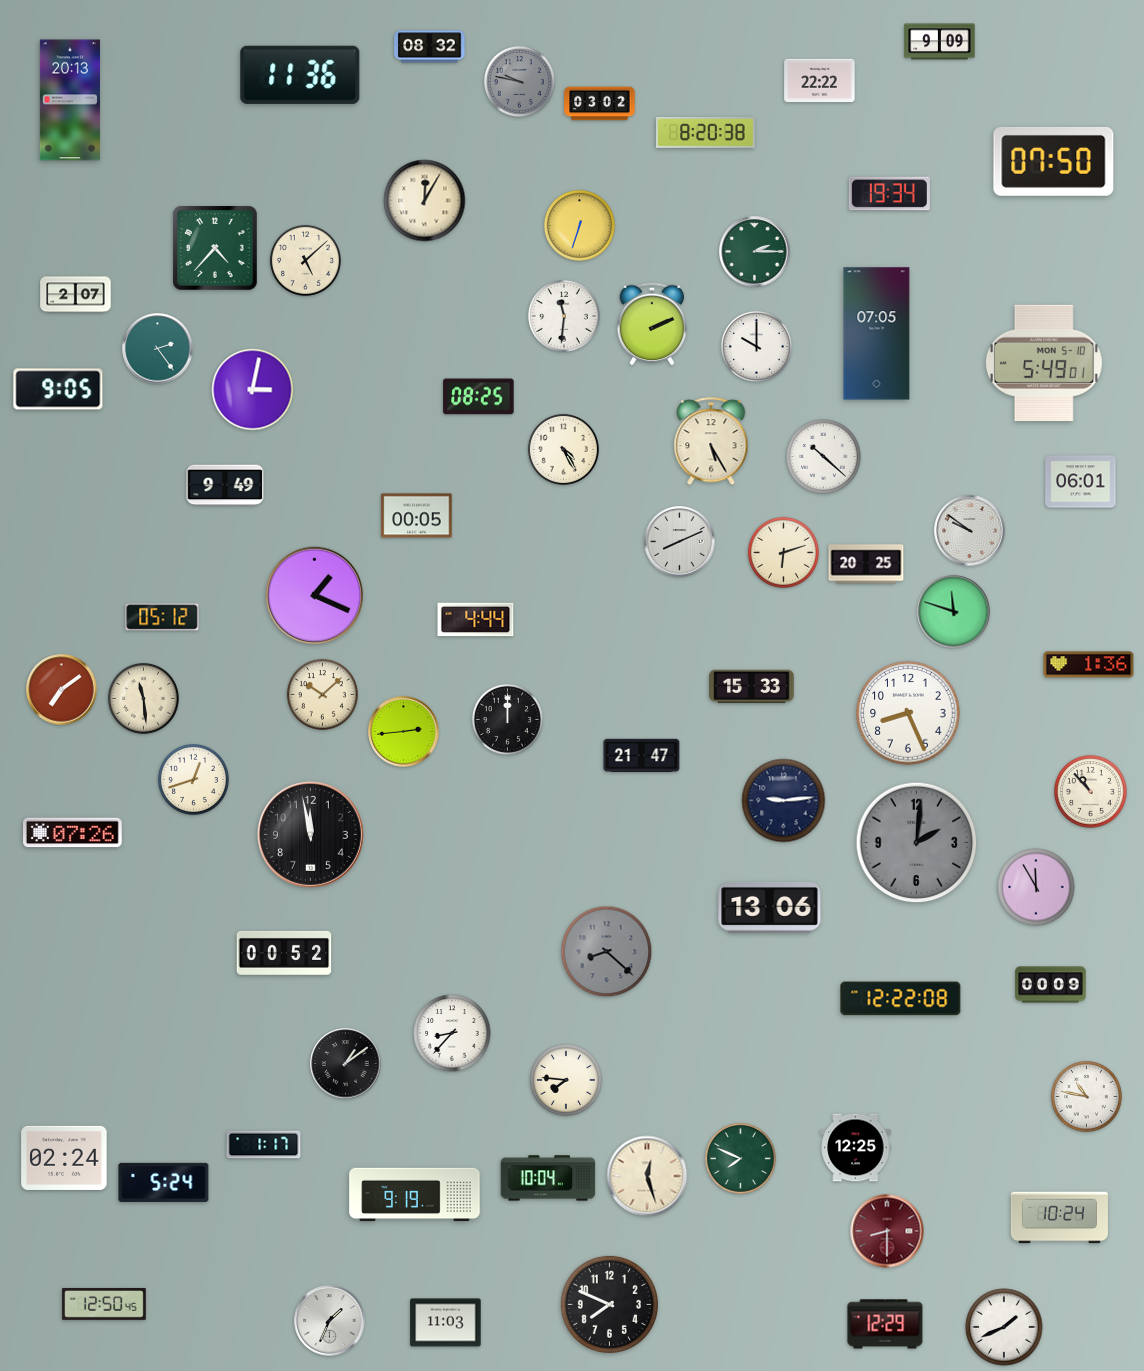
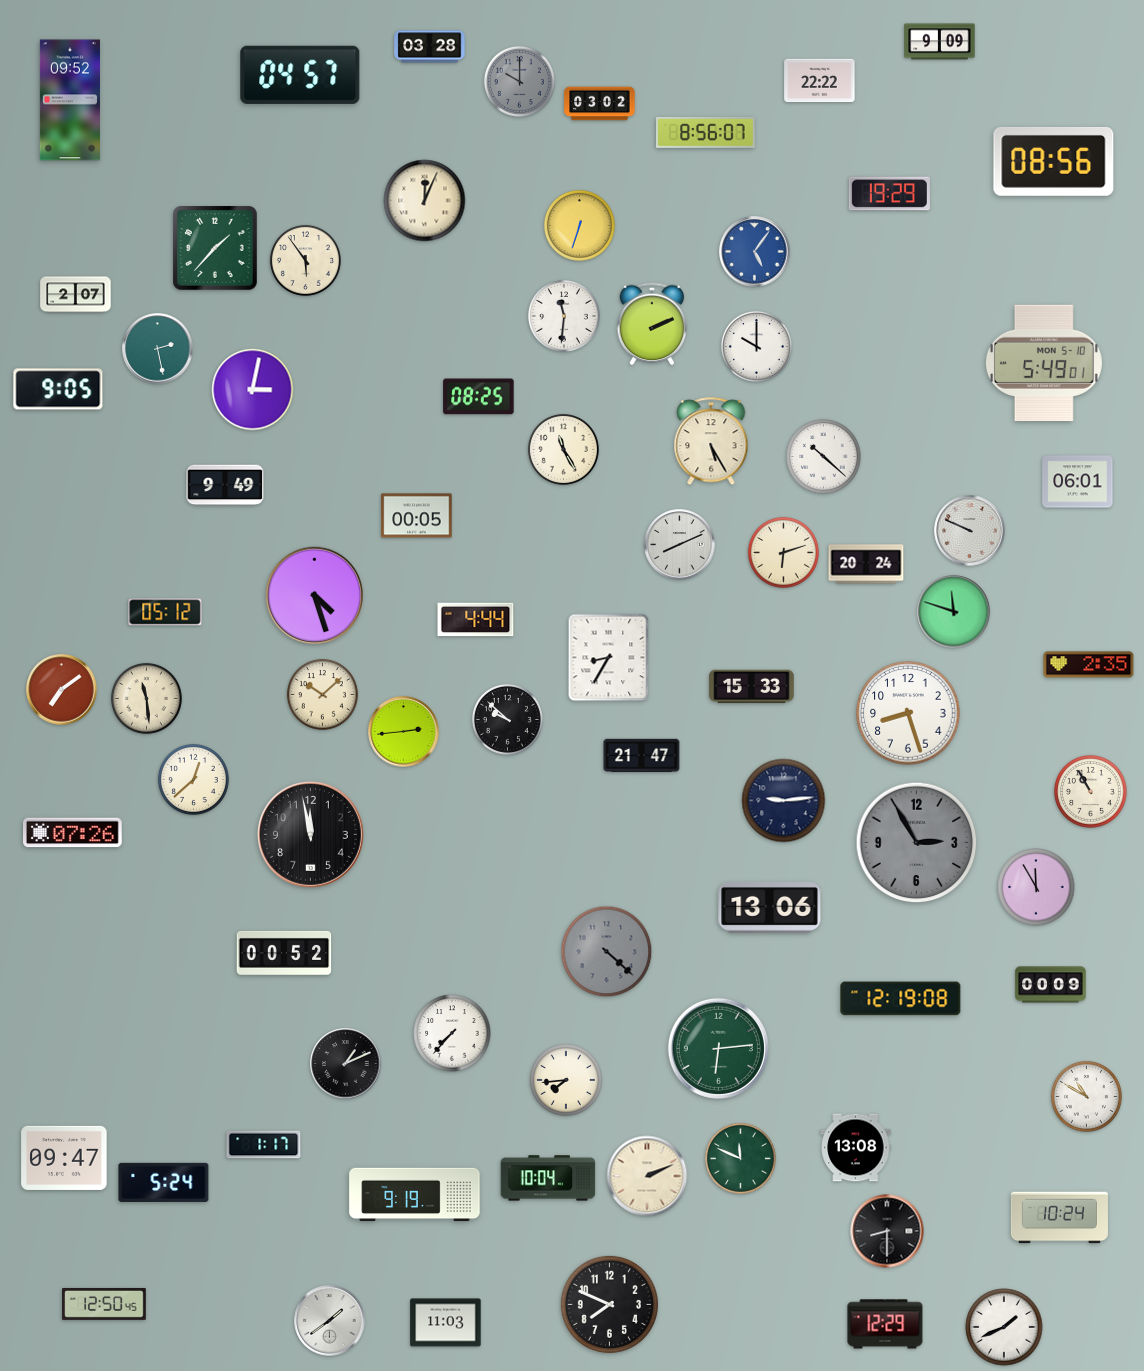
clock at (430, 47): 08:32 -> 03:28
clock at (300, 75): 11:36 -> 04:57
clock at (519, 81): 9:47 -> 10:00
clock at (70, 100): 20:13 -> 09:52
clock at (706, 132): 8:20 -> 8:56
clock at (1054, 161): 07:50 -> 08:56
clock at (889, 194): 19:34 -> 19:29
clock at (425, 201): 12:05 -> 12:04
clock at (216, 249): 4:37 -> 1:37
clock at (755, 252): 2:15 -> 5:06
clock at (755, 252) dial: green -> blue
clock at (305, 260): 5:08 -> 5:54
clock at (877, 334): 07:05 -> none
clock at (158, 349): 2:24 -> 2:28
clock at (563, 449): 4:25 -> 11:25
clock at (1081, 482) position: (1081, 482) -> (1078, 482)
clock at (970, 531): 9:51 -> 9:49
clock at (680, 542) position: (680, 542) -> (680, 545)
clock at (866, 564): 20:25 -> 20:24
clock at (314, 595): 1:19 -> 4:27
clock at (162, 617) position: (162, 617) -> (165, 612)
clock at (609, 658): none -> 8:35
clock at (1089, 665): 1:36 -> 2:35
clock at (143, 698) position: (143, 698) -> (146, 698)
clock at (908, 713): 8:26 -> 8:27
clock at (507, 719): 12:00 -> 9:52
clock at (193, 779): 12:42 -> 12:38
clock at (1091, 792): 10:53 -> 10:55
clock at (917, 843): 2:01 -> 2:55
clock at (607, 952): 8:22 -> 4:22
clock at (901, 999): 12:22 -> 12:19
clock at (452, 1033): 8:37 -> 7:37
clock at (718, 1048): none -> 6:14
clock at (346, 1064): 1:09 -> 1:11
clock at (566, 1080): 7:46 -> 7:44
clock at (1086, 1096): 10:47 -> 10:50
clock at (856, 1148): 12:25 -> 13:08
clock at (64, 1158): 02:24 -> 09:47
clock at (740, 1158): 7:49 -> 11:49
clock at (647, 1176): 12:27 -> 2:11
clock at (887, 1231) dial: burgundy -> black
clock at (330, 1321): 1:34 -> 1:39
